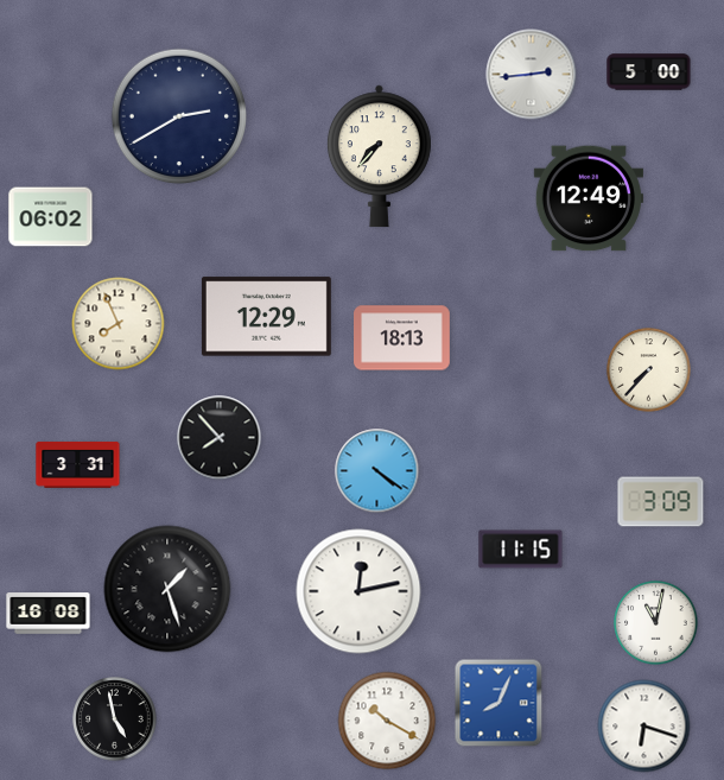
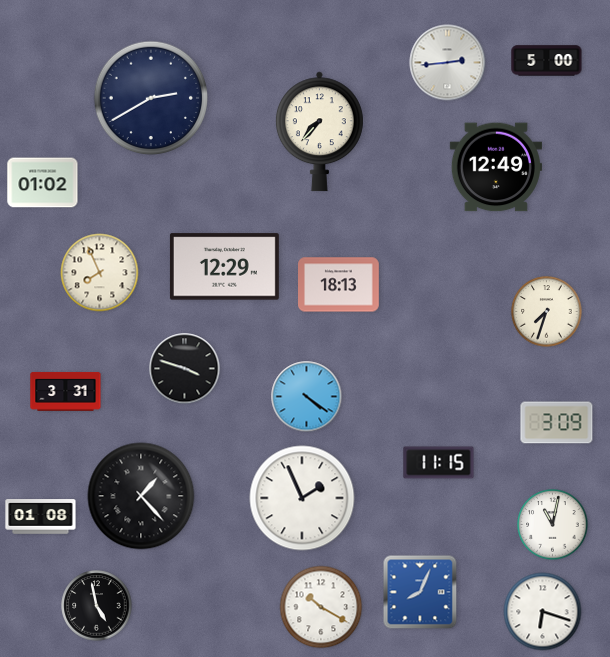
clock at (51, 217): 06:02 -> 01:02
clock at (649, 370): 7:37 -> 7:33
clock at (220, 438): 7:53 -> 3:48
clock at (377, 471) position: (377, 471) -> (307, 397)
clock at (167, 589): 1:27 -> 1:23
clock at (358, 591): 12:13 -> 1:56
clock at (49, 614): 16:08 -> 01:08
clock at (387, 721) position: (387, 721) -> (321, 607)
